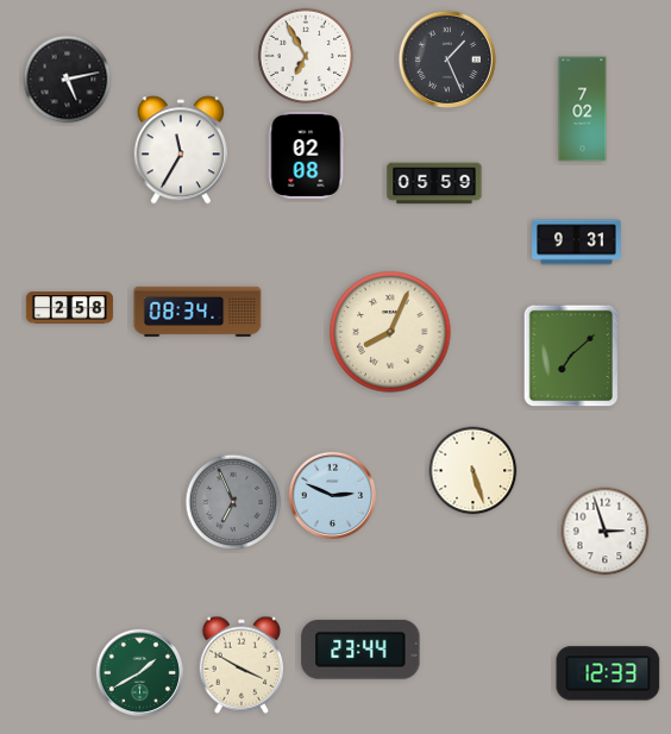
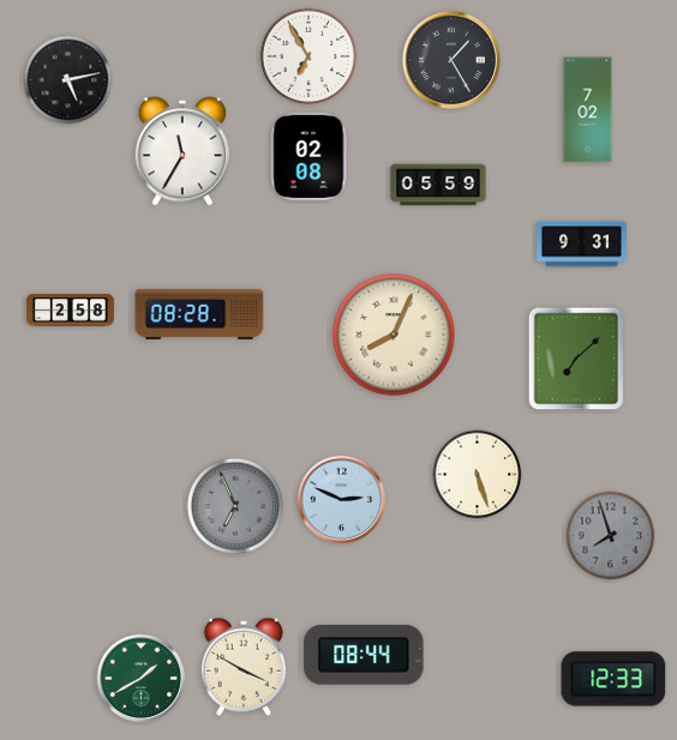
clock at (447, 59): 1:26 -> 1:25
clock at (197, 312): 08:34 -> 08:28
clock at (332, 495) position: (332, 495) -> (341, 499)
clock at (606, 532): 2:57 -> 7:57
clock at (606, 532) dial: white -> grey
clock at (360, 650): 23:44 -> 08:44
clock at (240, 665) position: (240, 665) -> (242, 667)
